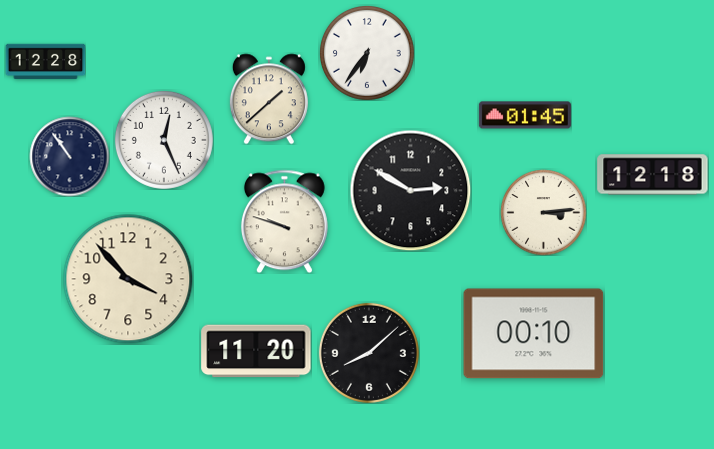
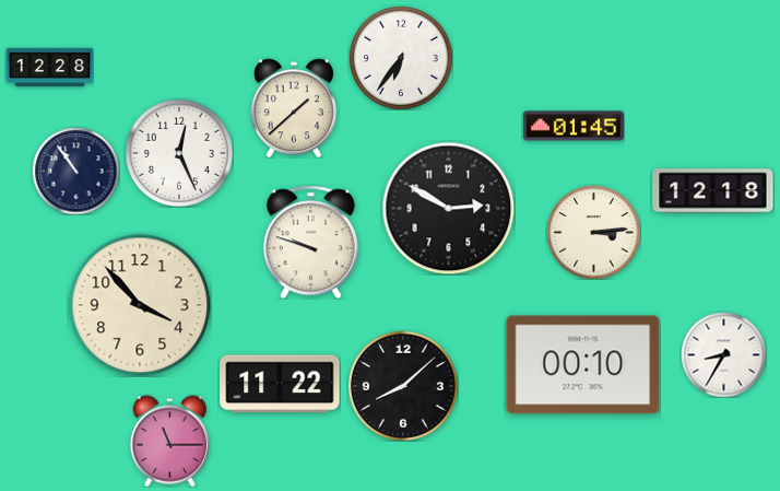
clock at (723, 354): none -> 8:35
clock at (256, 351): 11:20 -> 11:22
clock at (169, 441): none -> 11:15
